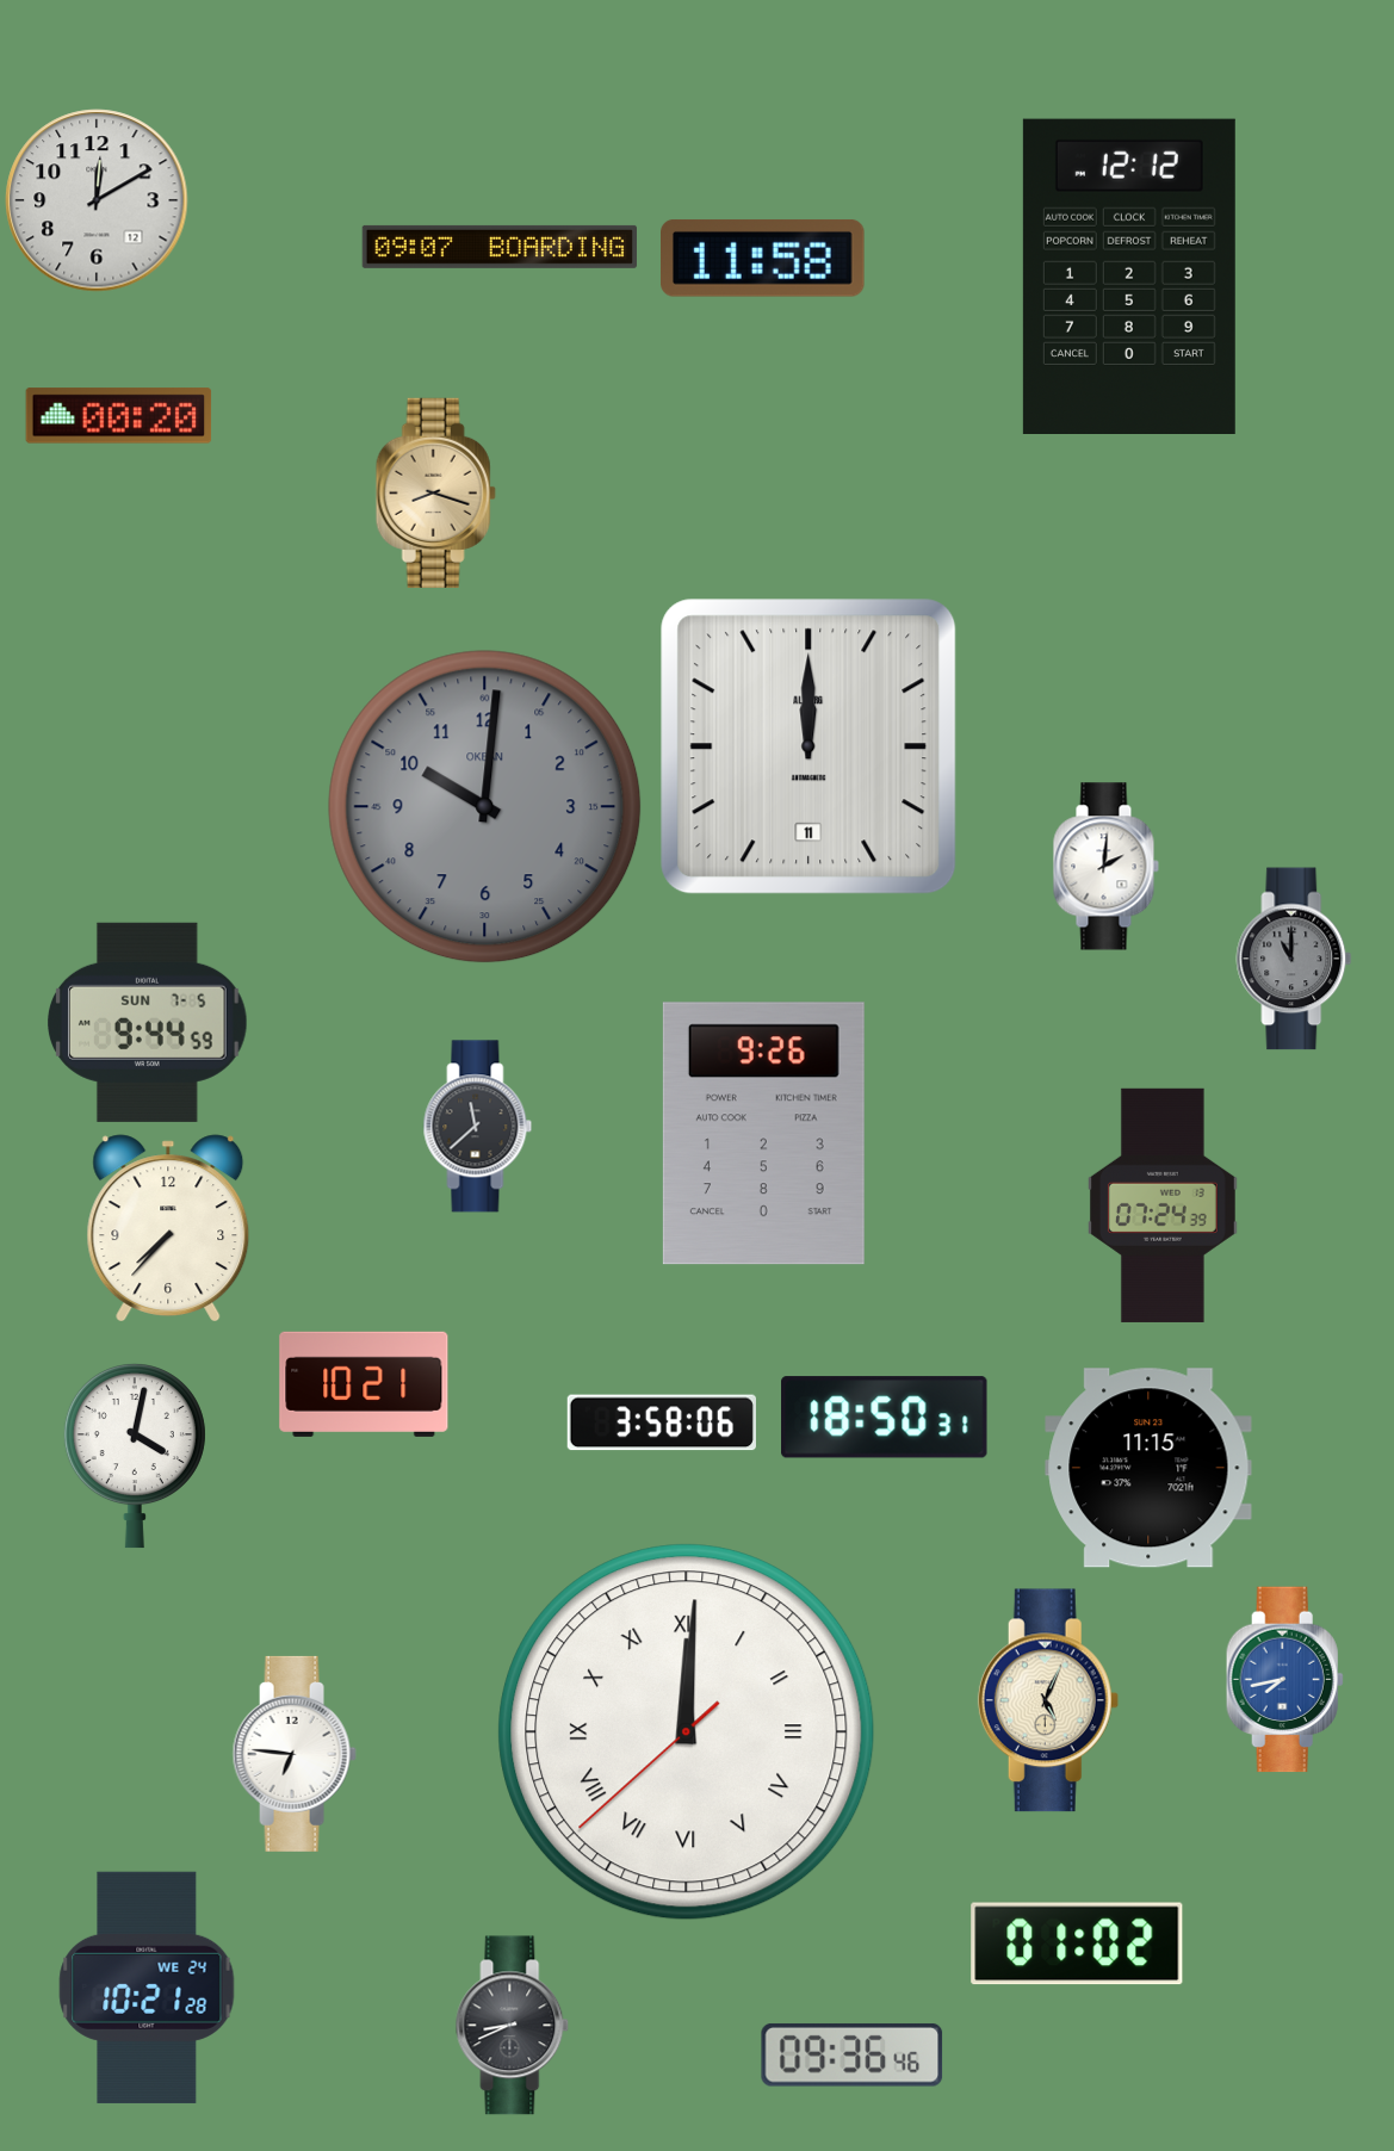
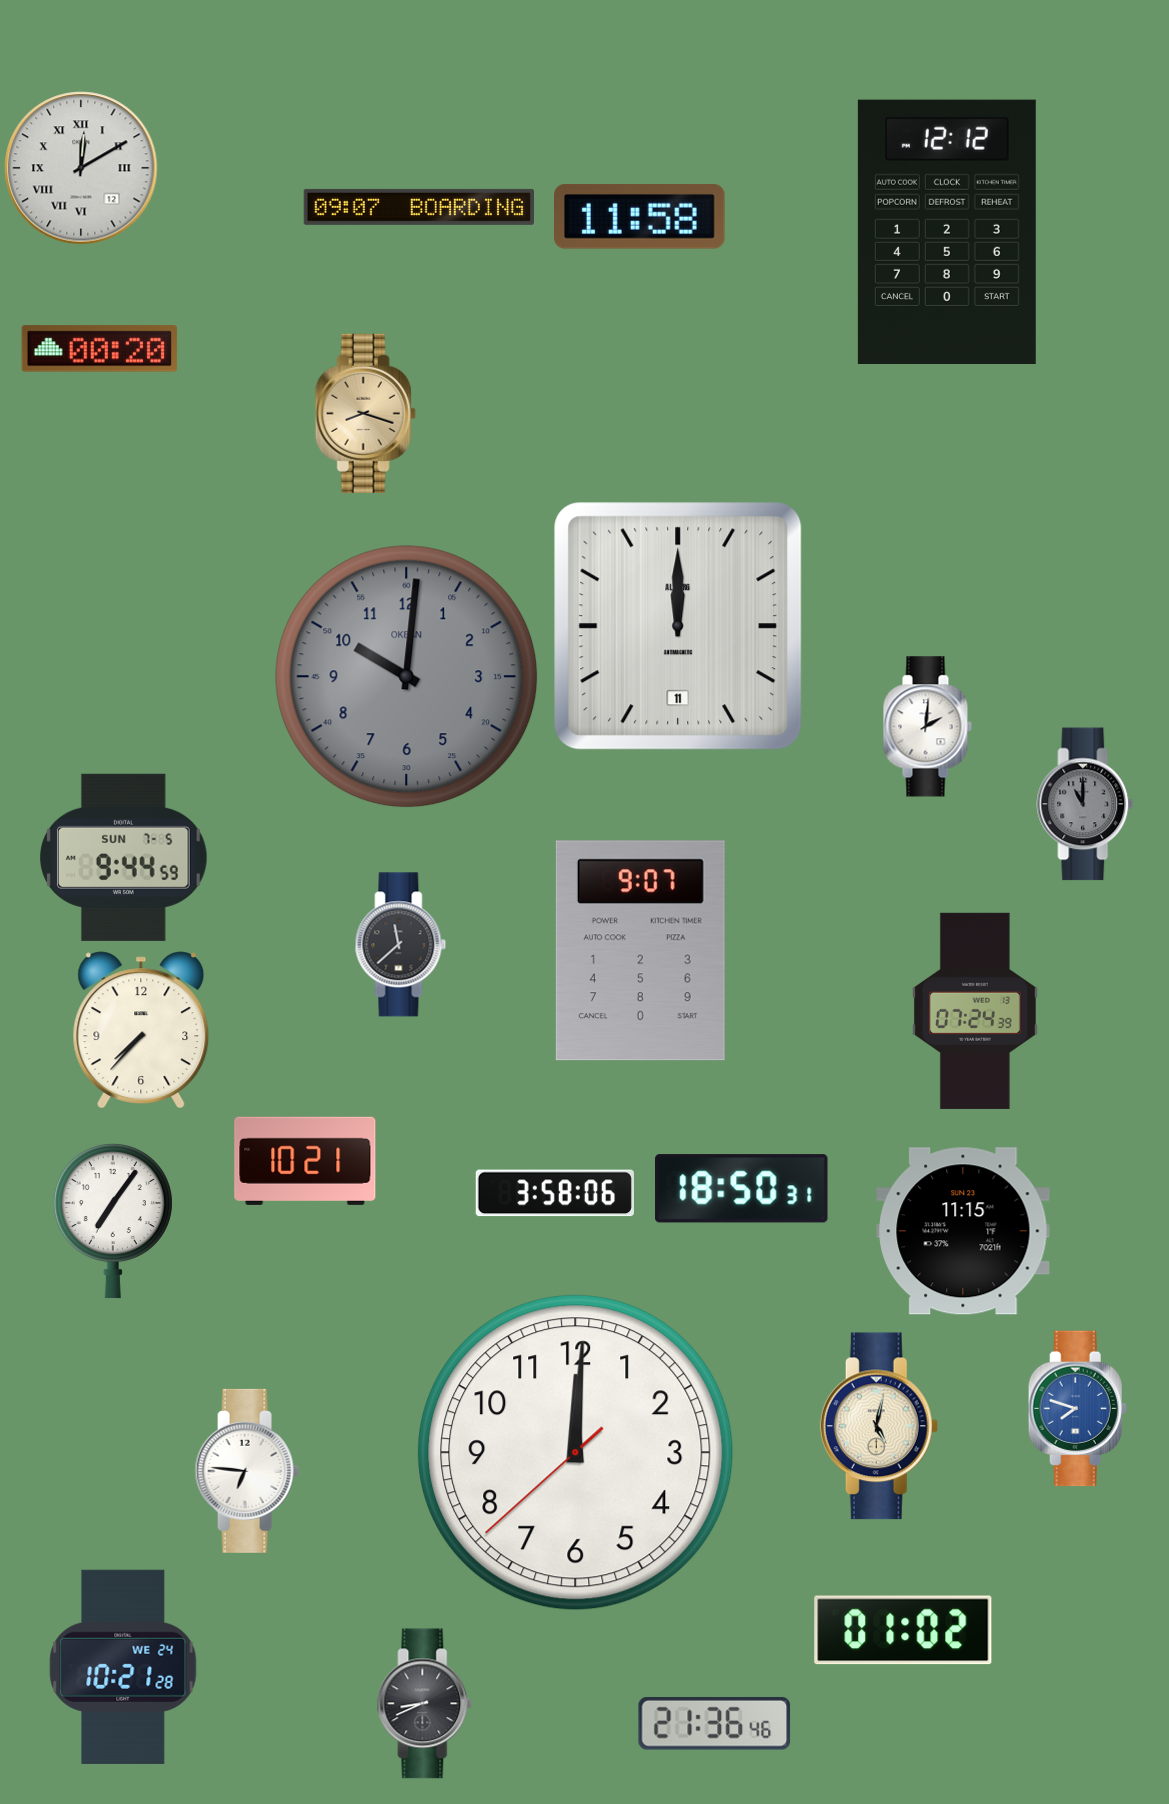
clock at (97, 200) numerals: Arabic -> Roman
clock at (763, 1134): 9:26 -> 9:07
clock at (135, 1457): 4:02 -> 7:06
clock at (1284, 1680): 7:43 -> 7:48
clock at (1048, 1700): 5:04 -> 5:02
clock at (687, 1732) numerals: Roman -> Arabic
clock at (513, 2026) position: (513, 2026) -> (425, 1704)
clock at (853, 2054): 09:36 -> 21:36
